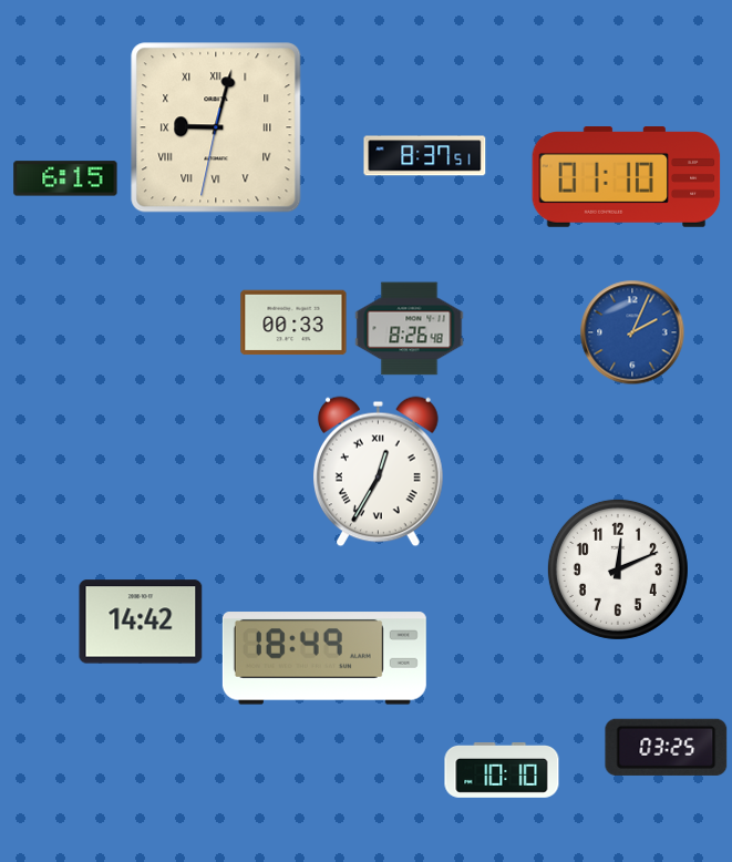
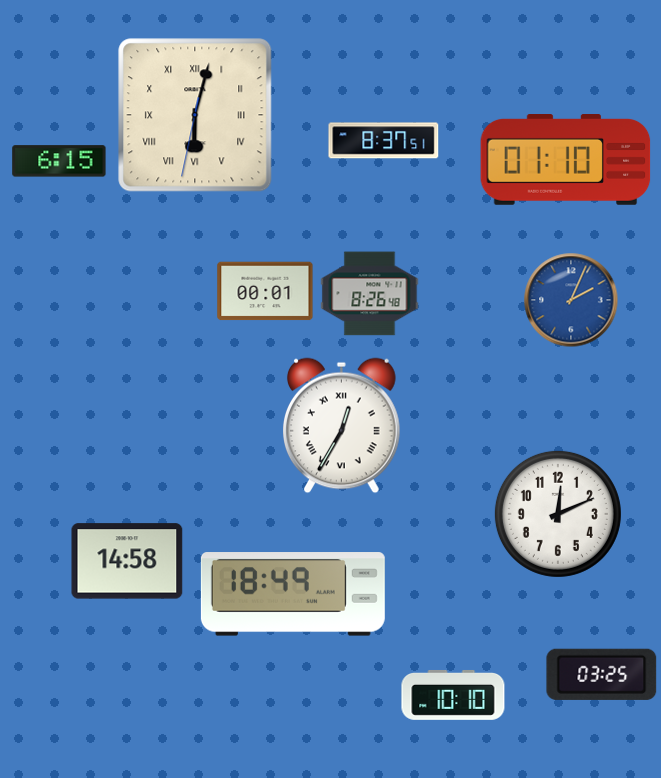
clock at (216, 127): 9:02 -> 6:02
clock at (293, 322): 00:33 -> 00:01
clock at (410, 329) position: (410, 329) -> (370, 294)
clock at (141, 622): 14:42 -> 14:58
